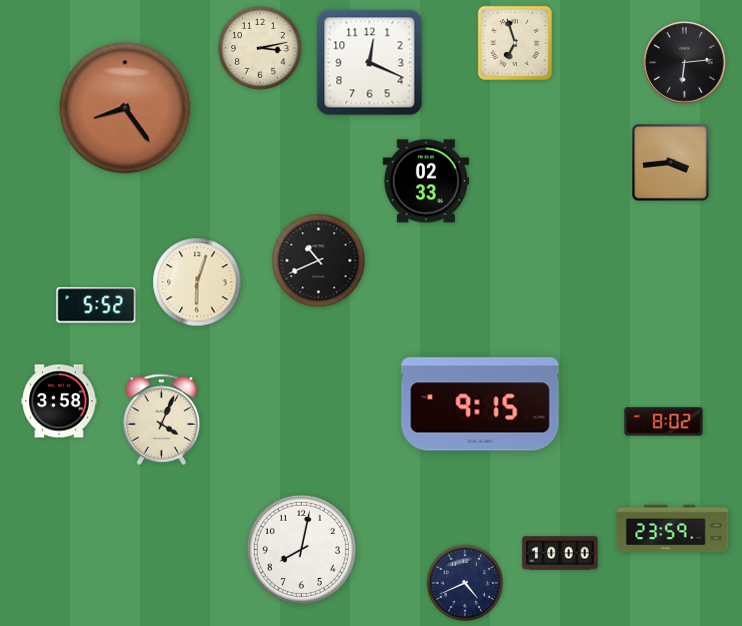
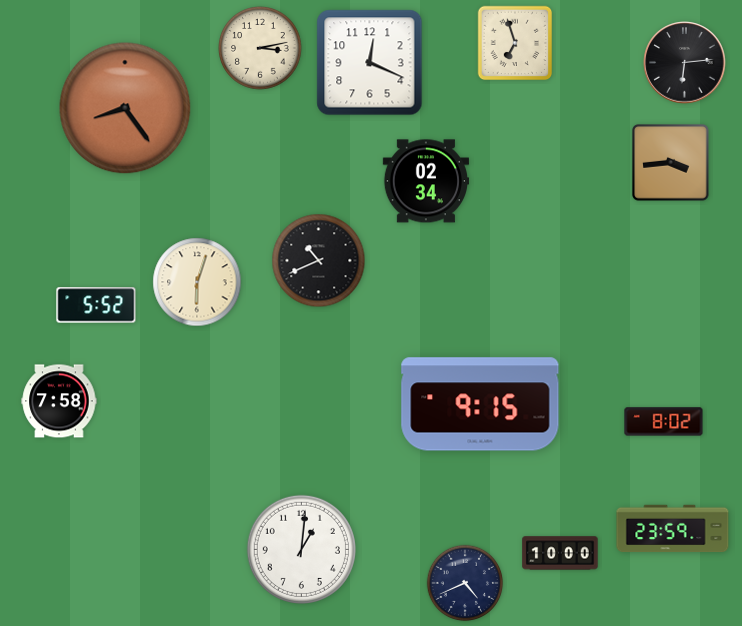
clock at (425, 181): 02:33 -> 02:34
clock at (59, 401): 3:58 -> 7:58
clock at (162, 419): 4:04 -> none
clock at (301, 549): 8:02 -> 1:01
